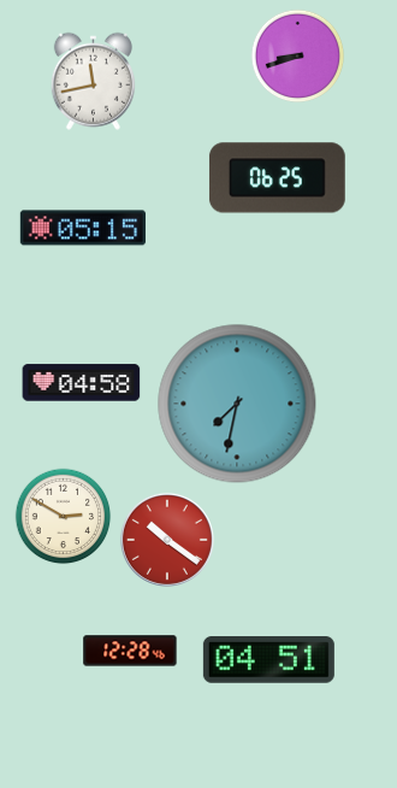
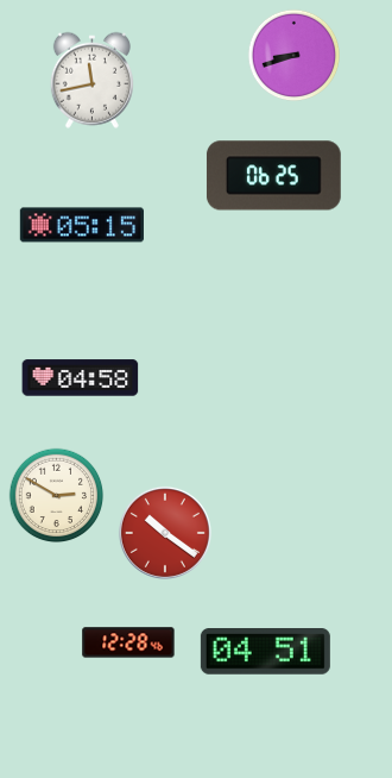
clock at (237, 404): 7:32 -> none
clock at (63, 516) position: (63, 516) -> (56, 495)
